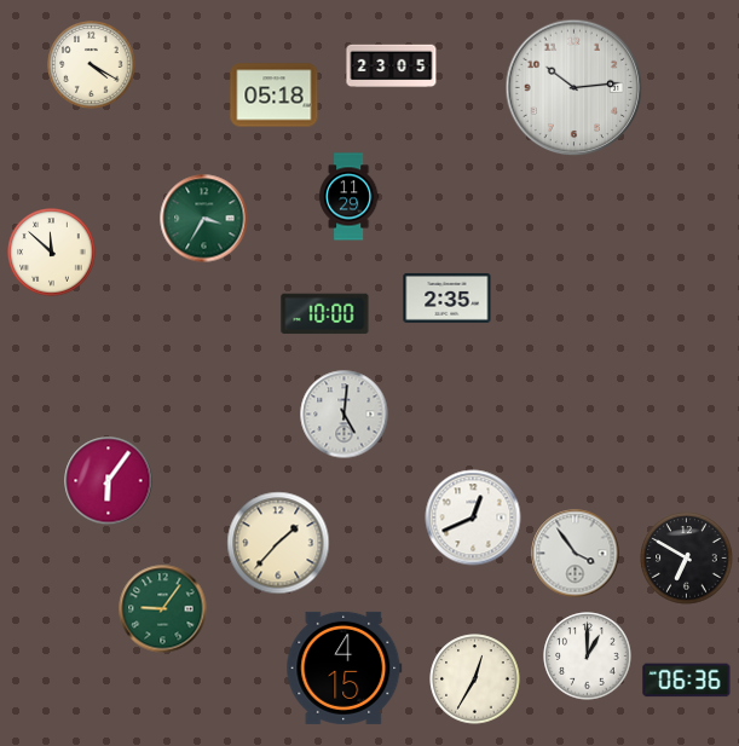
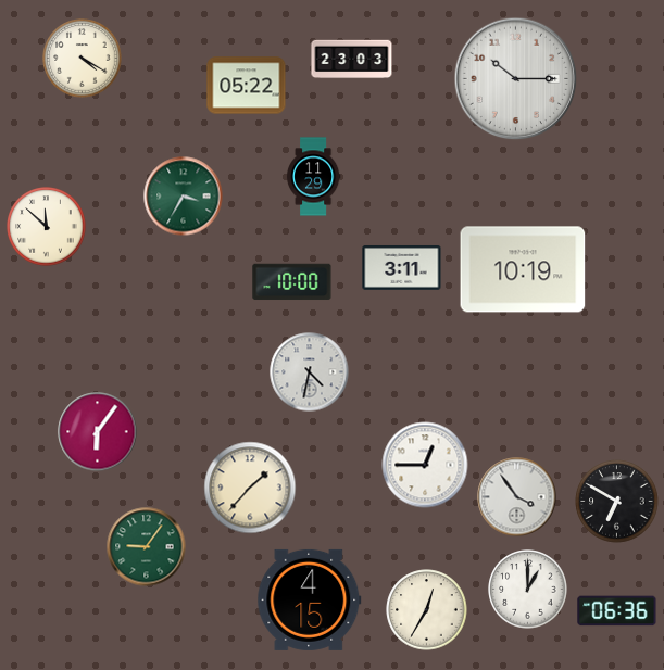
clock at (392, 66): 23:05 -> 23:03
clock at (575, 88): 10:14 -> 10:15
clock at (275, 96): 05:18 -> 05:22
clock at (448, 297): 2:35 -> 3:11
clock at (523, 269): none -> 10:19
clock at (345, 415): 5:01 -> 4:32
clock at (473, 517): 12:41 -> 12:45
